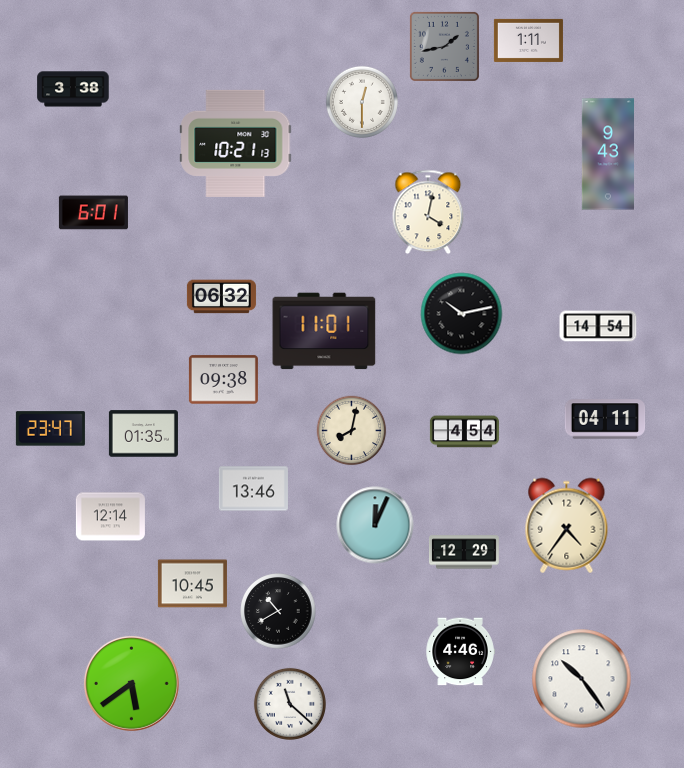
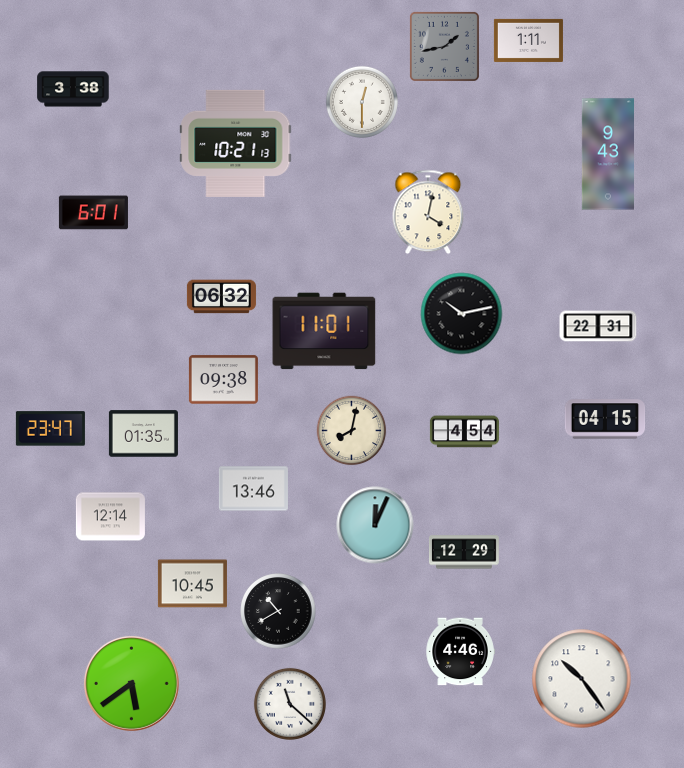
clock at (598, 326): 14:54 -> 22:31
clock at (605, 419): 04:11 -> 04:15
clock at (567, 526): 4:36 -> none
